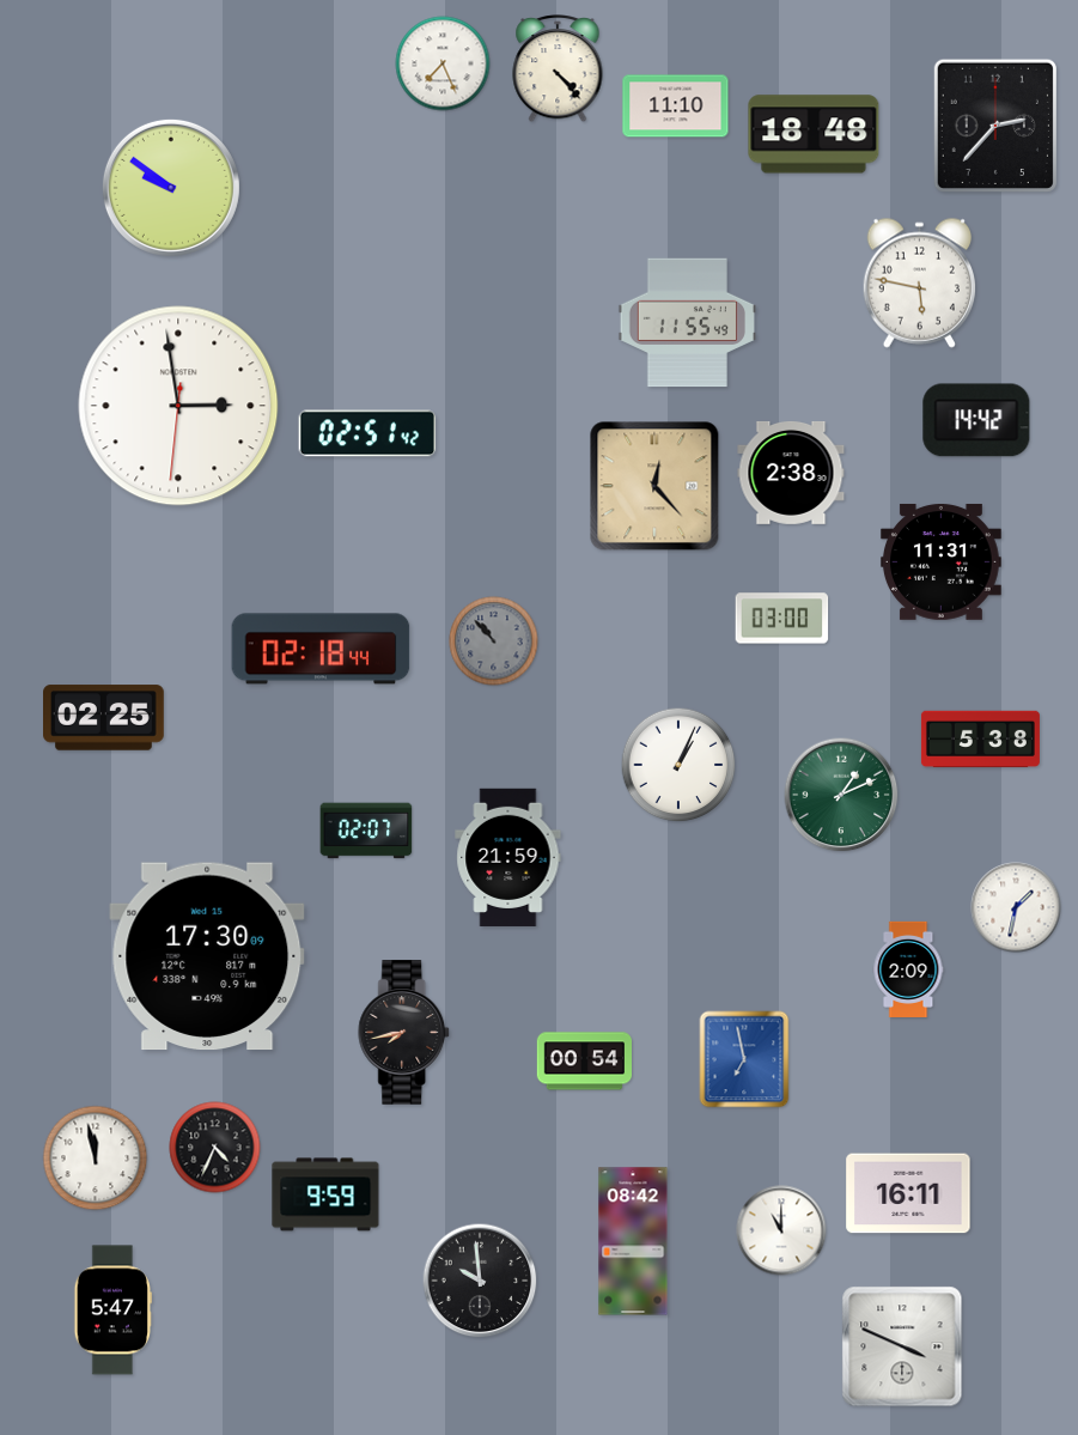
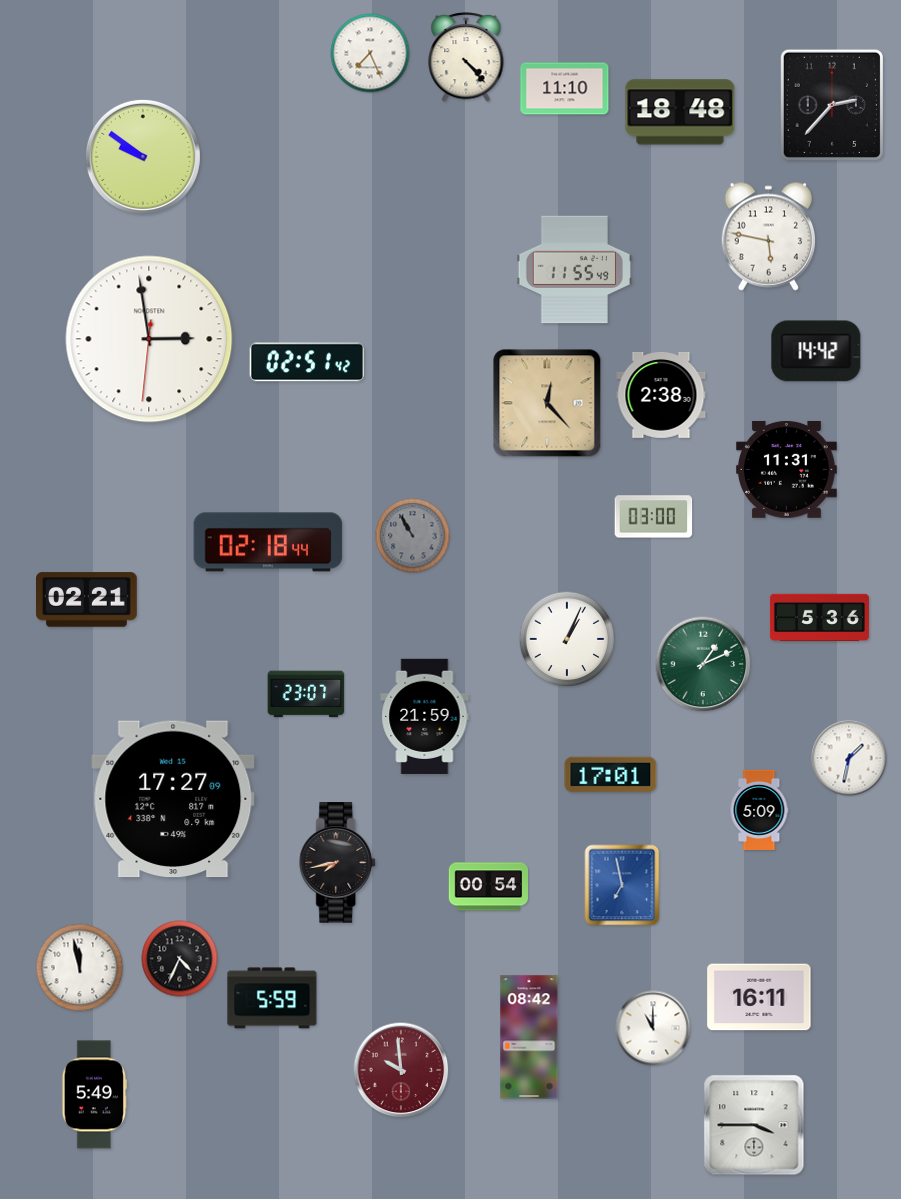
clock at (654, 486) position: (654, 486) -> (547, 403)
clock at (494, 642): 10:53 -> 10:55
clock at (104, 718): 02:25 -> 02:21
clock at (980, 740): 5:38 -> 5:36
clock at (366, 831): 02:07 -> 23:07
clock at (611, 775): none -> 17:01
clock at (207, 956): 17:30 -> 17:27
clock at (908, 969): 2:09 -> 5:09
clock at (325, 1194): 9:59 -> 5:59
clock at (480, 1281) dial: black -> burgundy
clock at (112, 1311): 5:47 -> 5:49
clock at (902, 1346): 3:49 -> 3:45
